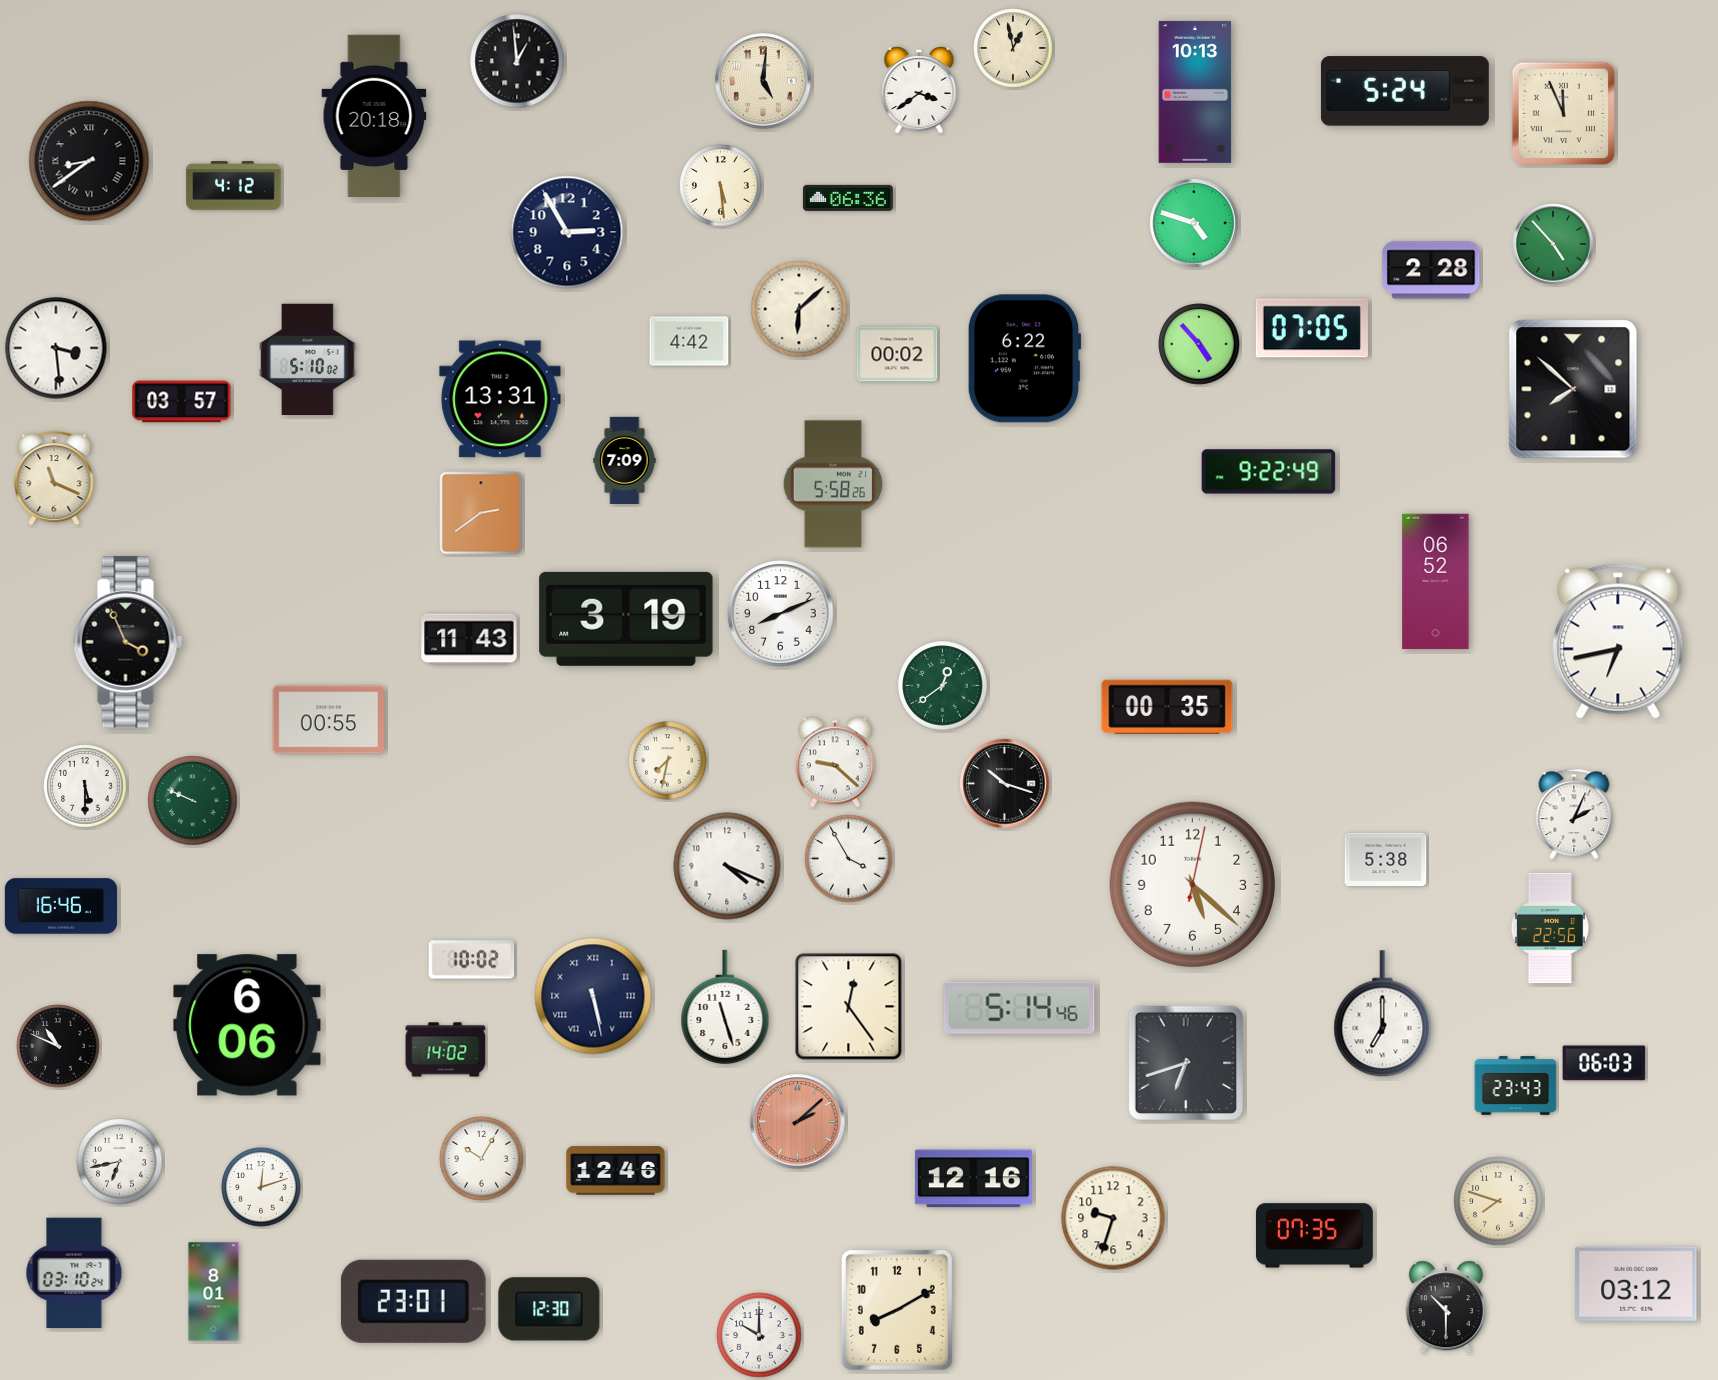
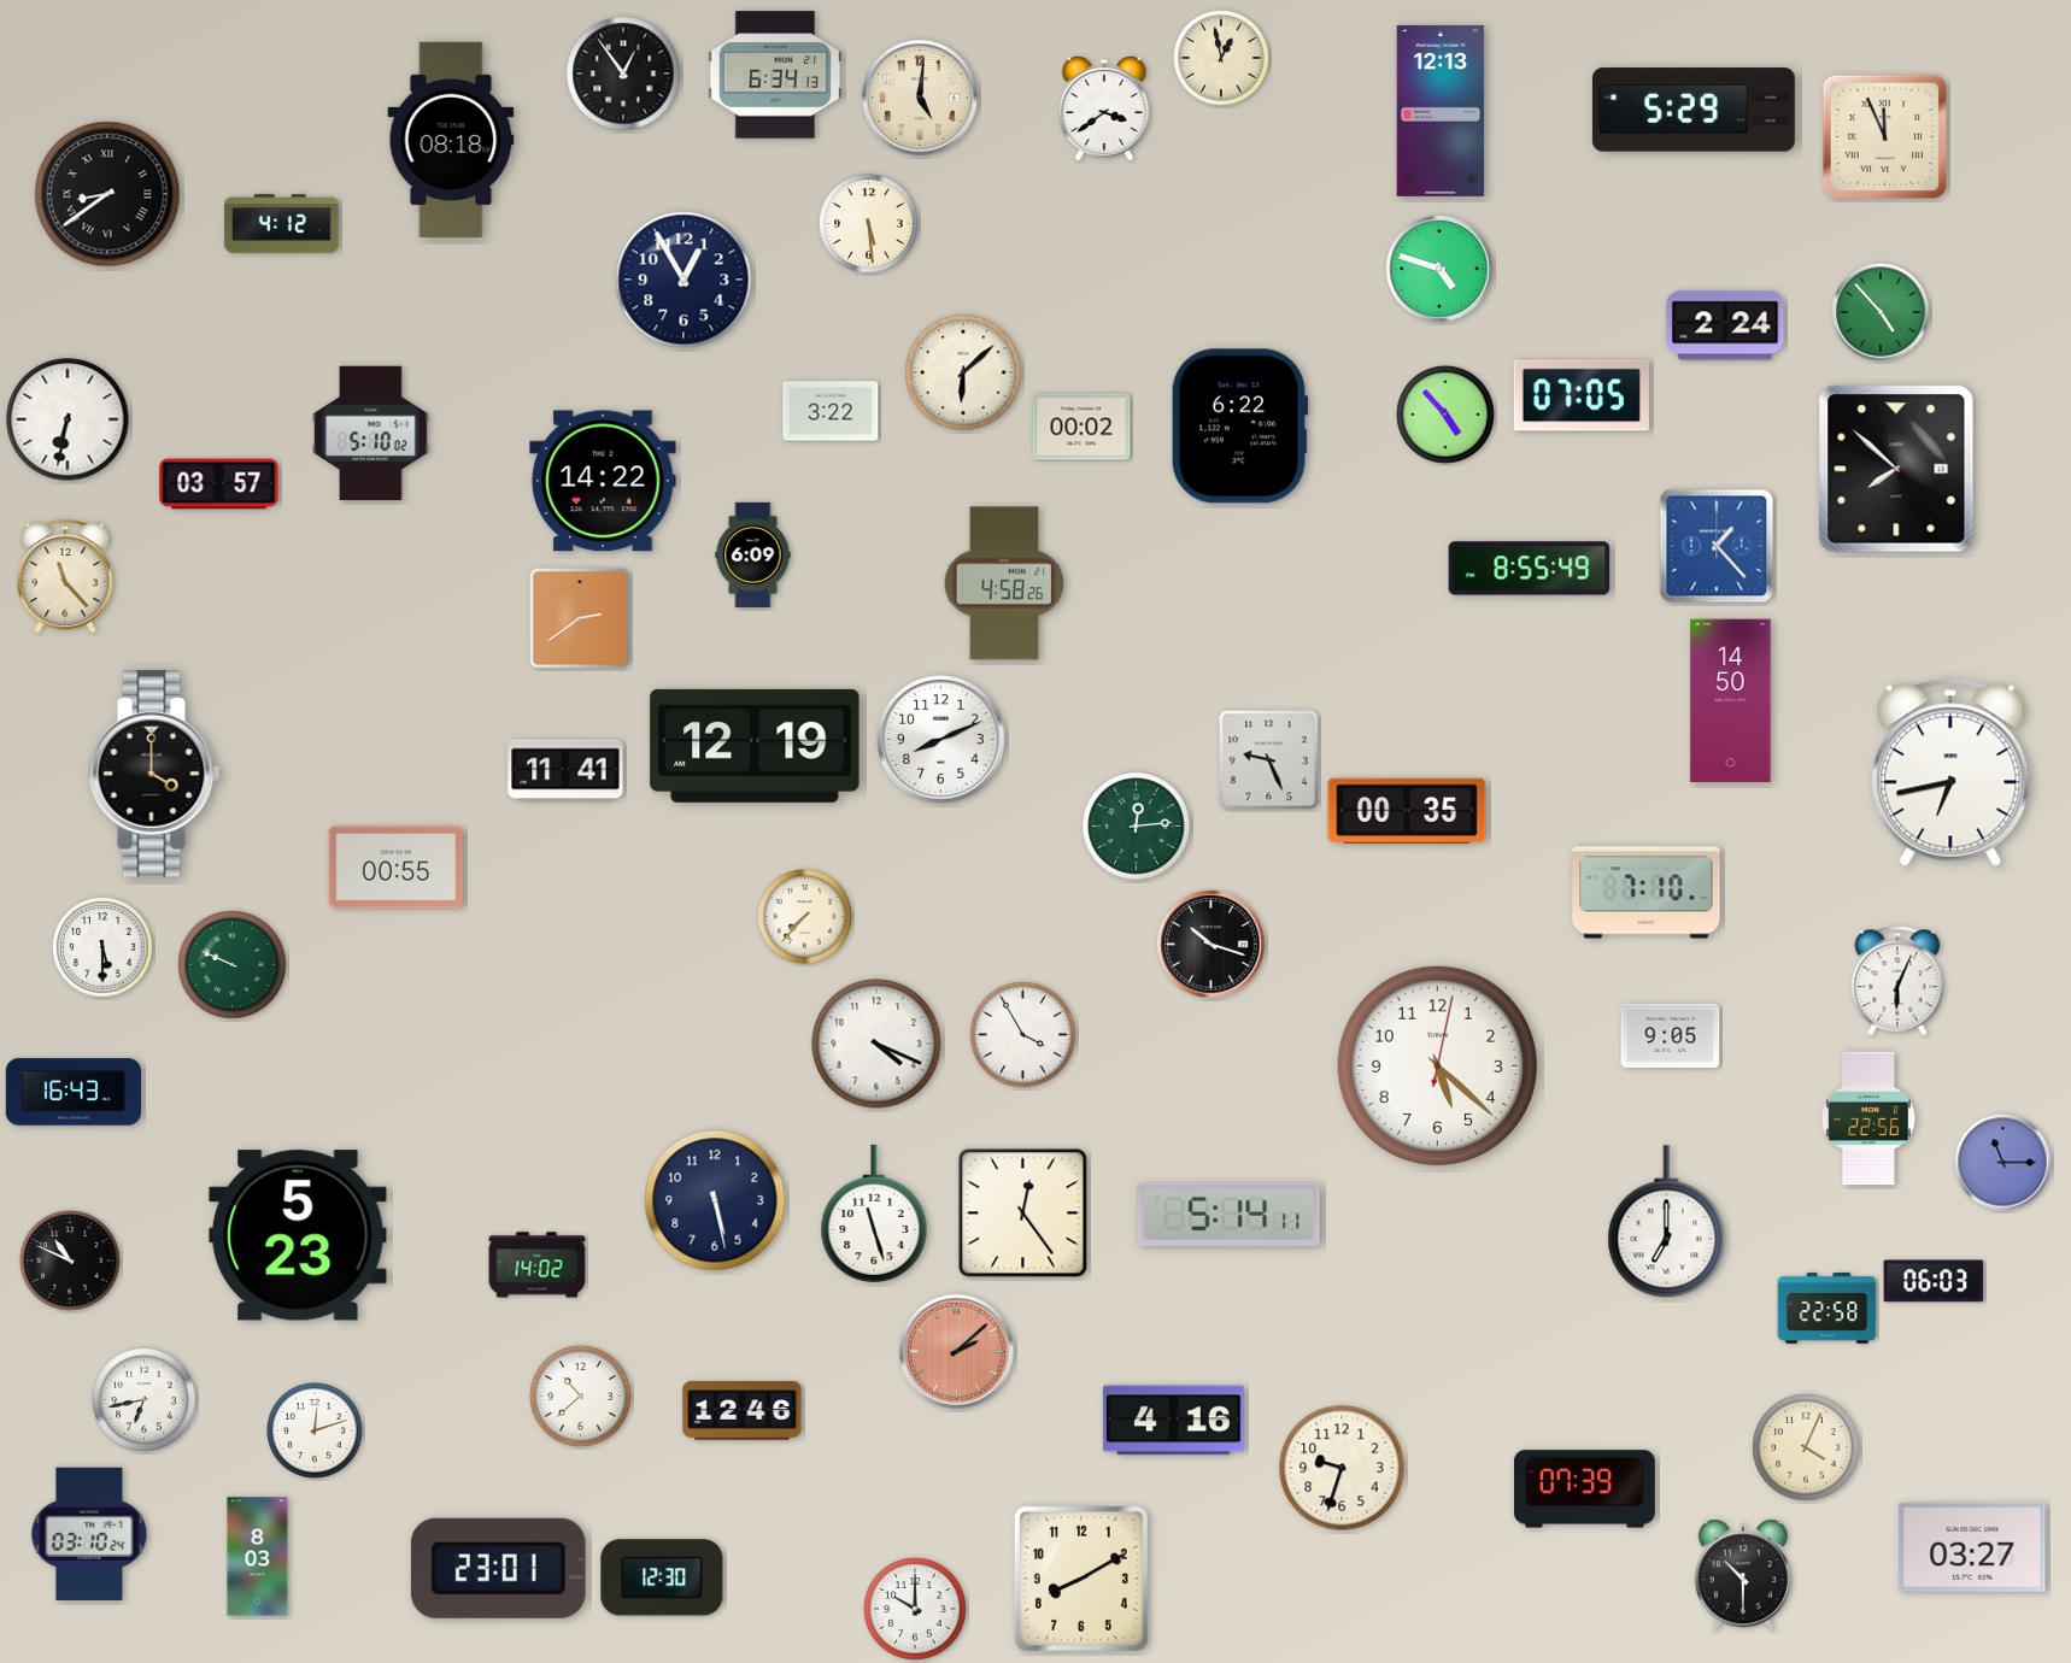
clock at (517, 61): 12:59 -> 12:54
clock at (775, 75): none -> 6:34
clock at (919, 91) position: (919, 91) -> (1104, 110)
clock at (1405, 91): 5:24 -> 5:29
clock at (1195, 92): 10:13 -> 12:13
clock at (374, 115): 20:18 -> 08:18
clock at (848, 198): 06:36 -> none
clock at (567, 232): 2:55 -> 12:55
clock at (1553, 244) position: (1553, 244) -> (1881, 312)
clock at (1431, 270): 2:28 -> 2:24
clock at (689, 341): 4:42 -> 3:22
clock at (56, 348): 3:29 -> 6:32
clock at (1024, 359) position: (1024, 359) -> (1239, 427)
clock at (500, 399): 13:31 -> 14:22
clock at (1717, 546): none -> 1:23
clock at (625, 460): 7:09 -> 6:09
clock at (1269, 472): 9:22 -> 8:55
clock at (54, 478): 11:19 -> 11:23
clock at (833, 484): 5:58 -> 4:58
clock at (1436, 582): 06:52 -> 14:50
clock at (626, 619): 3:19 -> 12:19
clock at (1269, 760): none -> 9:26
clock at (469, 639): 11:43 -> 11:41
clock at (128, 642): 3:56 -> 4:00
clock at (943, 686): 12:39 -> 12:14
clock at (1167, 707) position: (1167, 707) -> (1407, 811)
clock at (1647, 893): none -> 7:10
clock at (668, 761): 7:32 -> 7:37
clock at (835, 762): 9:22 -> none
clock at (1574, 814): 2:04 -> 6:04
clock at (1386, 859): 5:38 -> 9:05
clock at (60, 906): 16:46 -> 16:43
clock at (472, 960): 10:02 -> none
clock at (2003, 1163): none -> 11:15
clock at (593, 996) numerals: Roman -> Arabic
clock at (1019, 1008): 5:14:46 -> 5:14:11
clock at (247, 1025): 6:06 -> 5:23
clock at (1186, 1063): 6:42 -> none
clock at (1516, 1086): 23:43 -> 22:58
clock at (798, 1122) position: (798, 1122) -> (957, 1352)
clock at (482, 1159): 10:05 -> 10:38
clock at (973, 1179): 12:16 -> 4:16
clock at (1498, 1201): 7:48 -> 4:04
clock at (1314, 1236): 07:35 -> 07:39
clock at (1636, 1284): 03:12 -> 03:27
clock at (214, 1292): 8:01 -> 8:03
